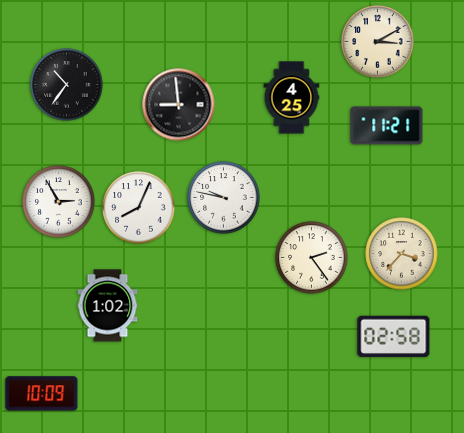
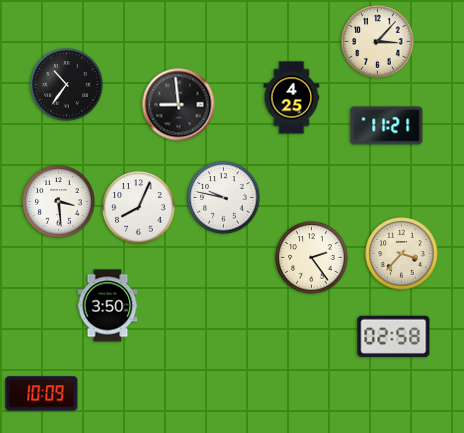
clock at (378, 42): 3:10 -> 3:07
clock at (59, 202): 2:55 -> 3:29
clock at (108, 306): 1:02 -> 3:50
